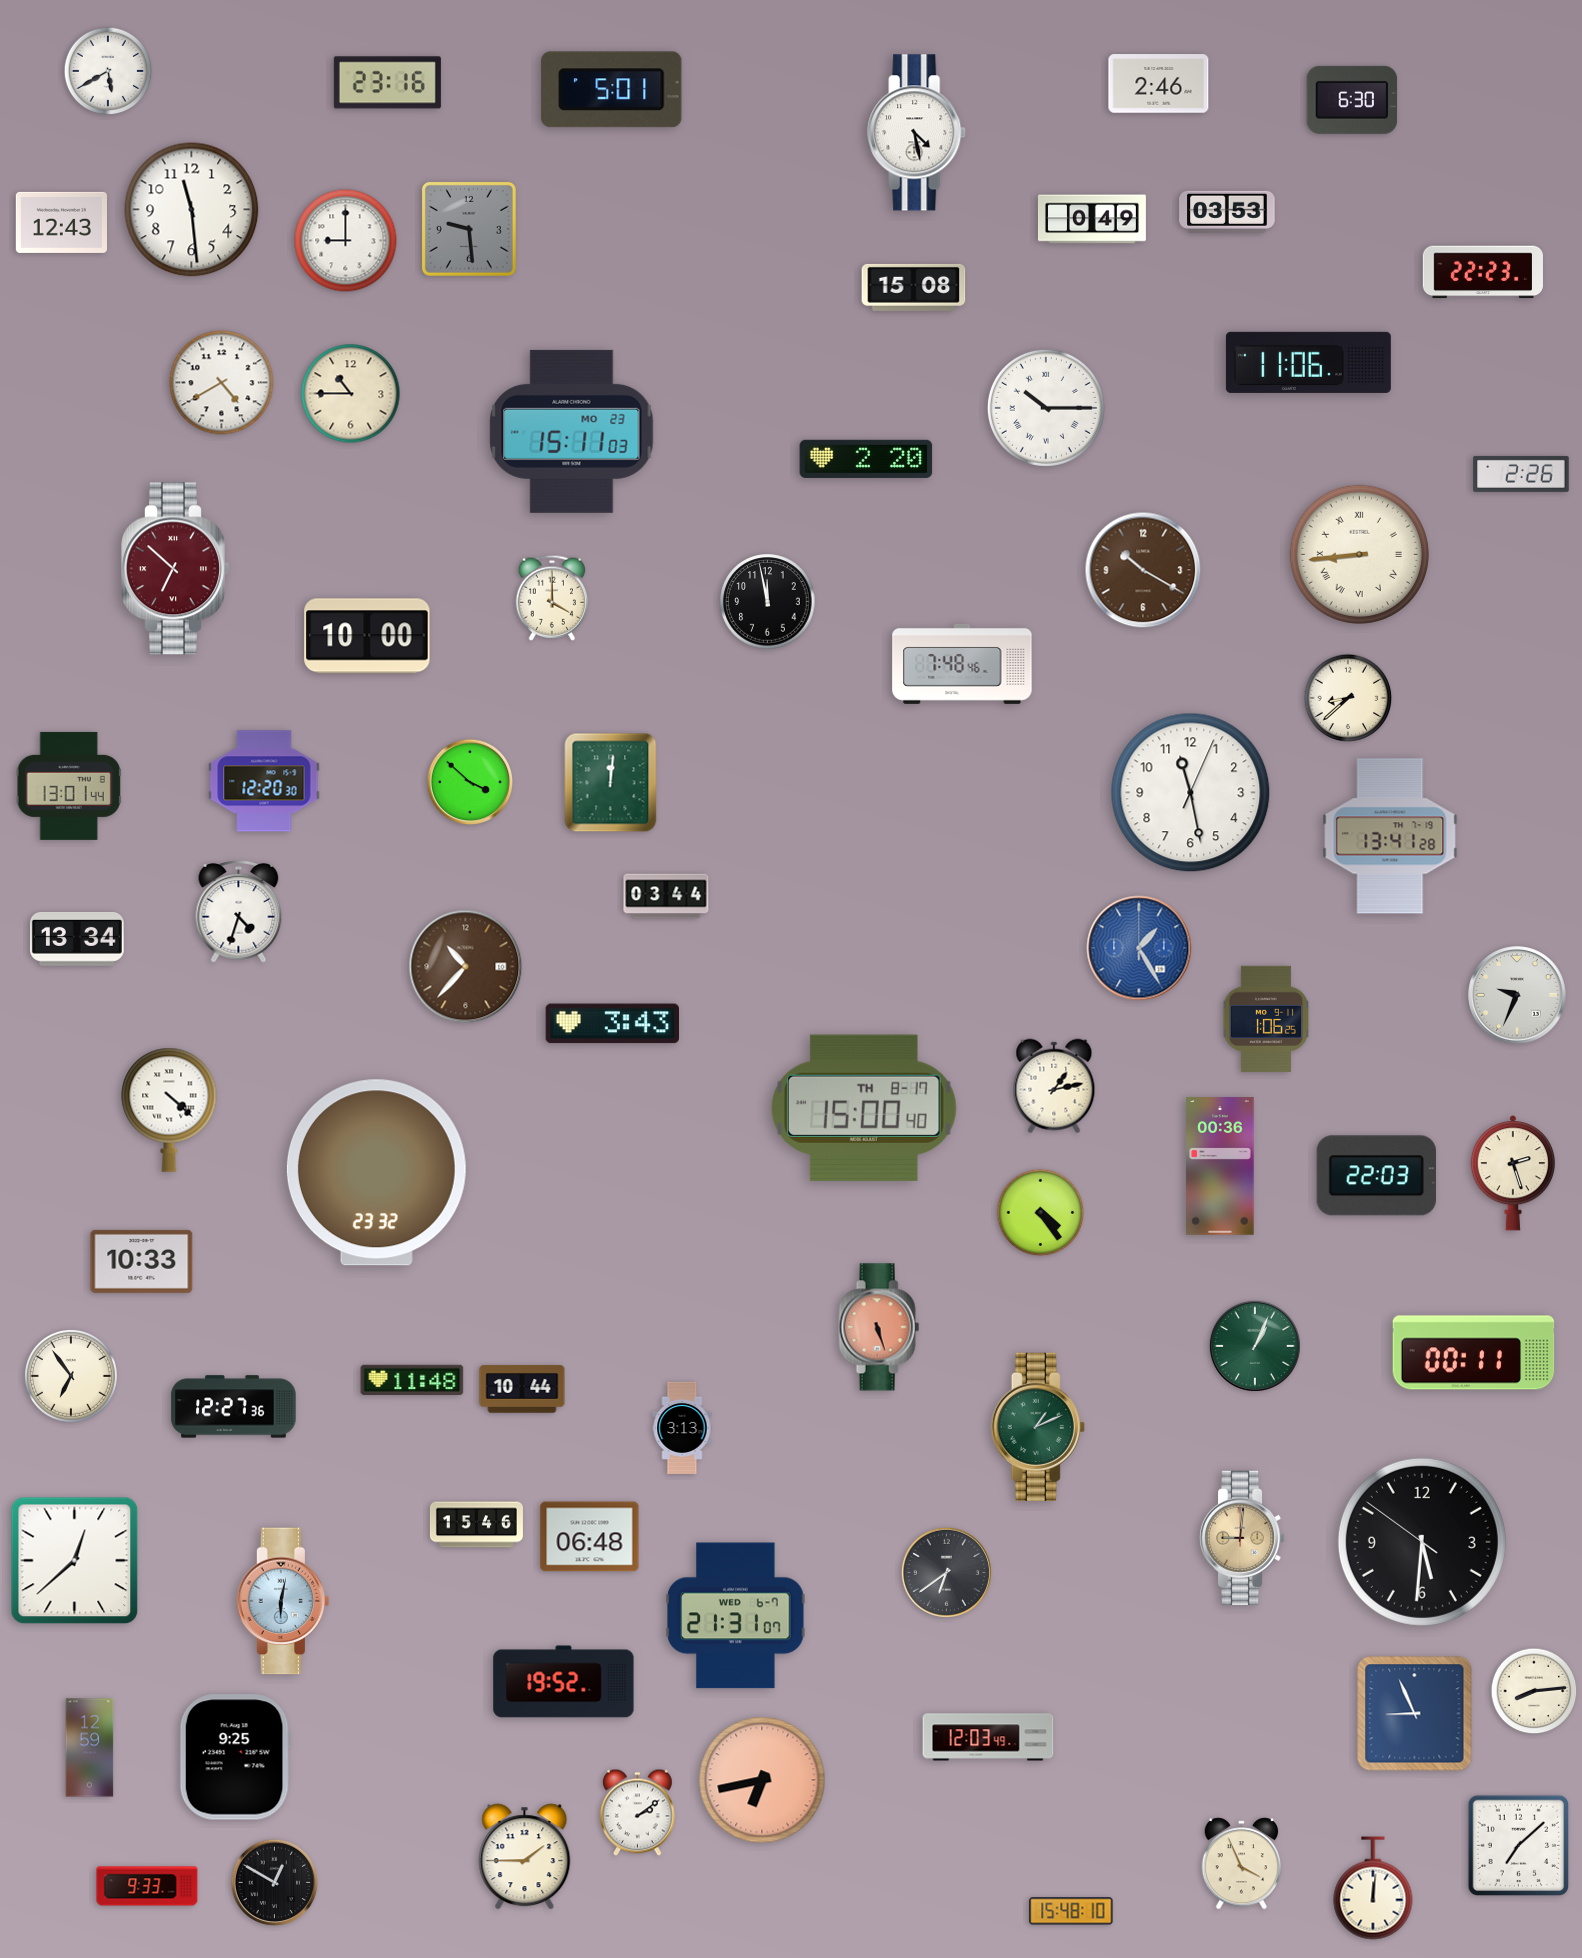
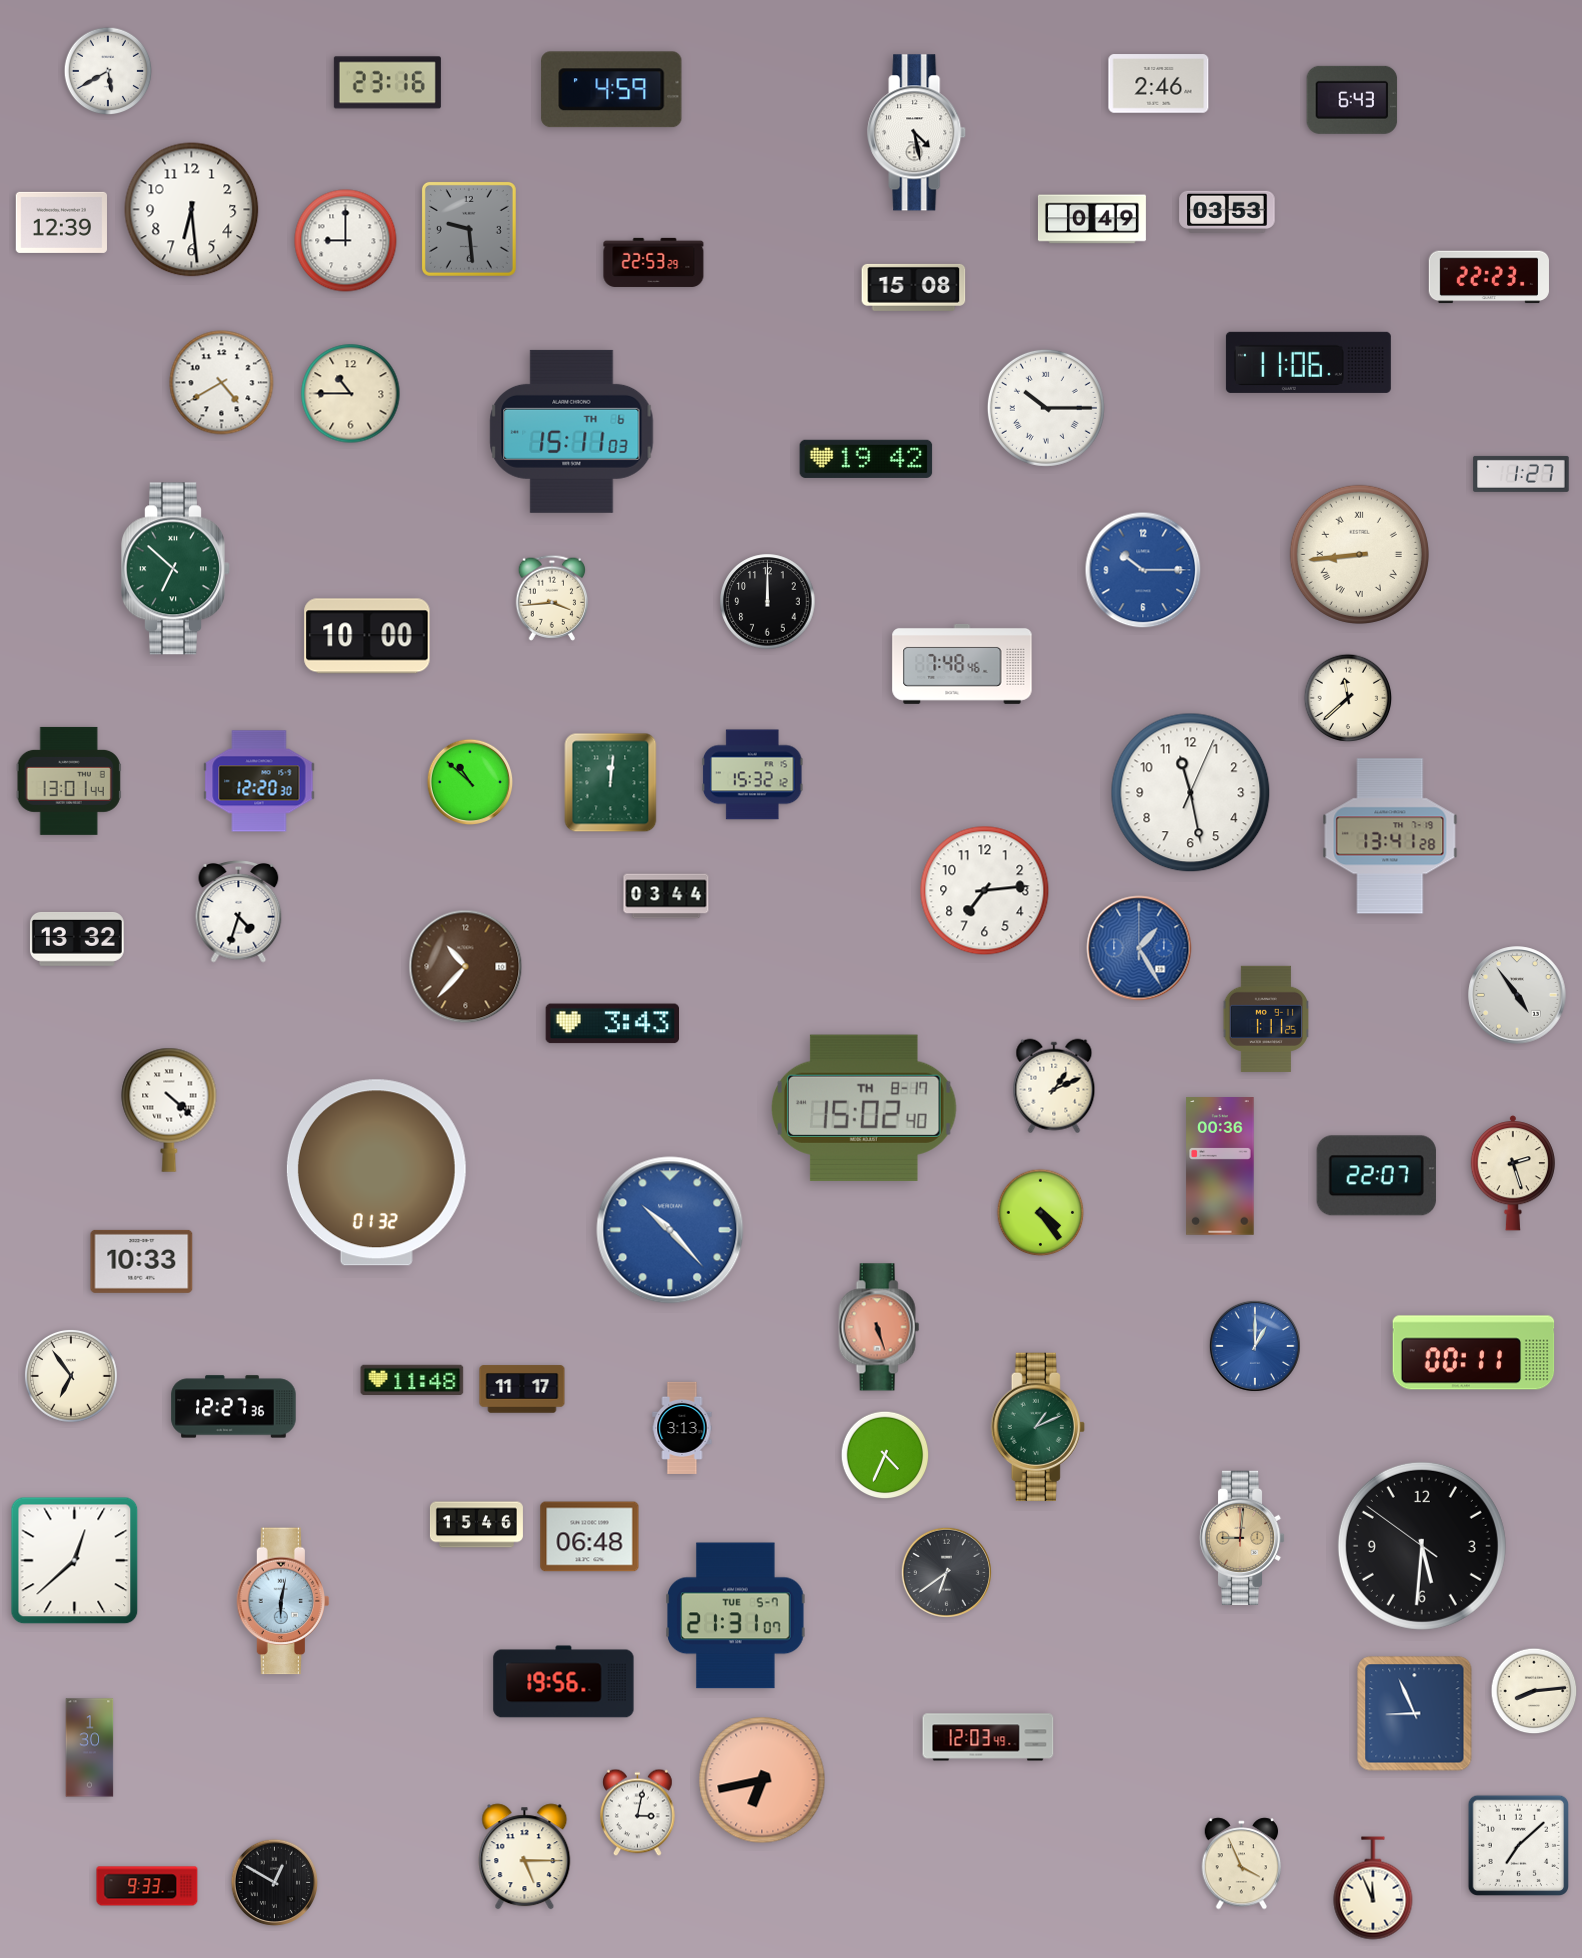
clock at (612, 90): 5:01 -> 4:59
clock at (1352, 100): 6:30 -> 6:43
clock at (192, 210): 11:29 -> 6:29
clock at (61, 222): 12:43 -> 12:39
clock at (654, 262): none -> 22:53
clock at (1483, 272) position: (1483, 272) -> (1489, 277)
clock at (572, 431) date: MO 23 -> TH 6
clock at (866, 459): 2:20 -> 19:42
clock at (1521, 474): 2:26 -> 1:27
clock at (176, 569) dial: burgundy -> green
clock at (1143, 570): 10:20 -> 10:15
clock at (1143, 570) dial: brown -> blue
clock at (552, 598): 4:00 -> 3:44
clock at (768, 602): 11:58 -> 12:00
clock at (1348, 698): 8:38 -> 11:38
clock at (753, 775): none -> 15:32
clock at (264, 781) position: (264, 781) -> (259, 781)
clock at (470, 782): 3:52 -> 10:52
clock at (69, 786) position: (69, 786) -> (69, 781)
clock at (985, 891): none -> 7:14
clock at (77, 939): 13:34 -> 13:32
clock at (1517, 995): 9:34 -> 4:54
clock at (1266, 1019): 1:06 -> 1:11
clock at (1054, 1086): 1:13 -> 1:11
clock at (864, 1108): 15:00 -> 15:02
clock at (376, 1173): 23:32 -> 01:32
clock at (1376, 1176): 22:03 -> 22:07
clock at (670, 1230): none -> 10:23
clock at (1255, 1346): 1:04 -> 1:00
clock at (1255, 1346) dial: green -> blue
clock at (522, 1389): 10:44 -> 11:17
clock at (885, 1455): none -> 4:34
clock at (1422, 1542) position: (1422, 1542) -> (1422, 1546)
clock at (736, 1616) date: WED 6-7 -> TUE 5-7
clock at (564, 1682): 19:52 -> 19:56
clock at (90, 1748): 12:59 -> 1:30
clock at (235, 1757): 9:25 -> none
clock at (638, 1813): 2:09 -> 3:02
clock at (525, 1857): 1:45 -> 5:15
clock at (1373, 1888): 12:01 -> 11:56
clock at (1071, 1911): 15:48 -> none
